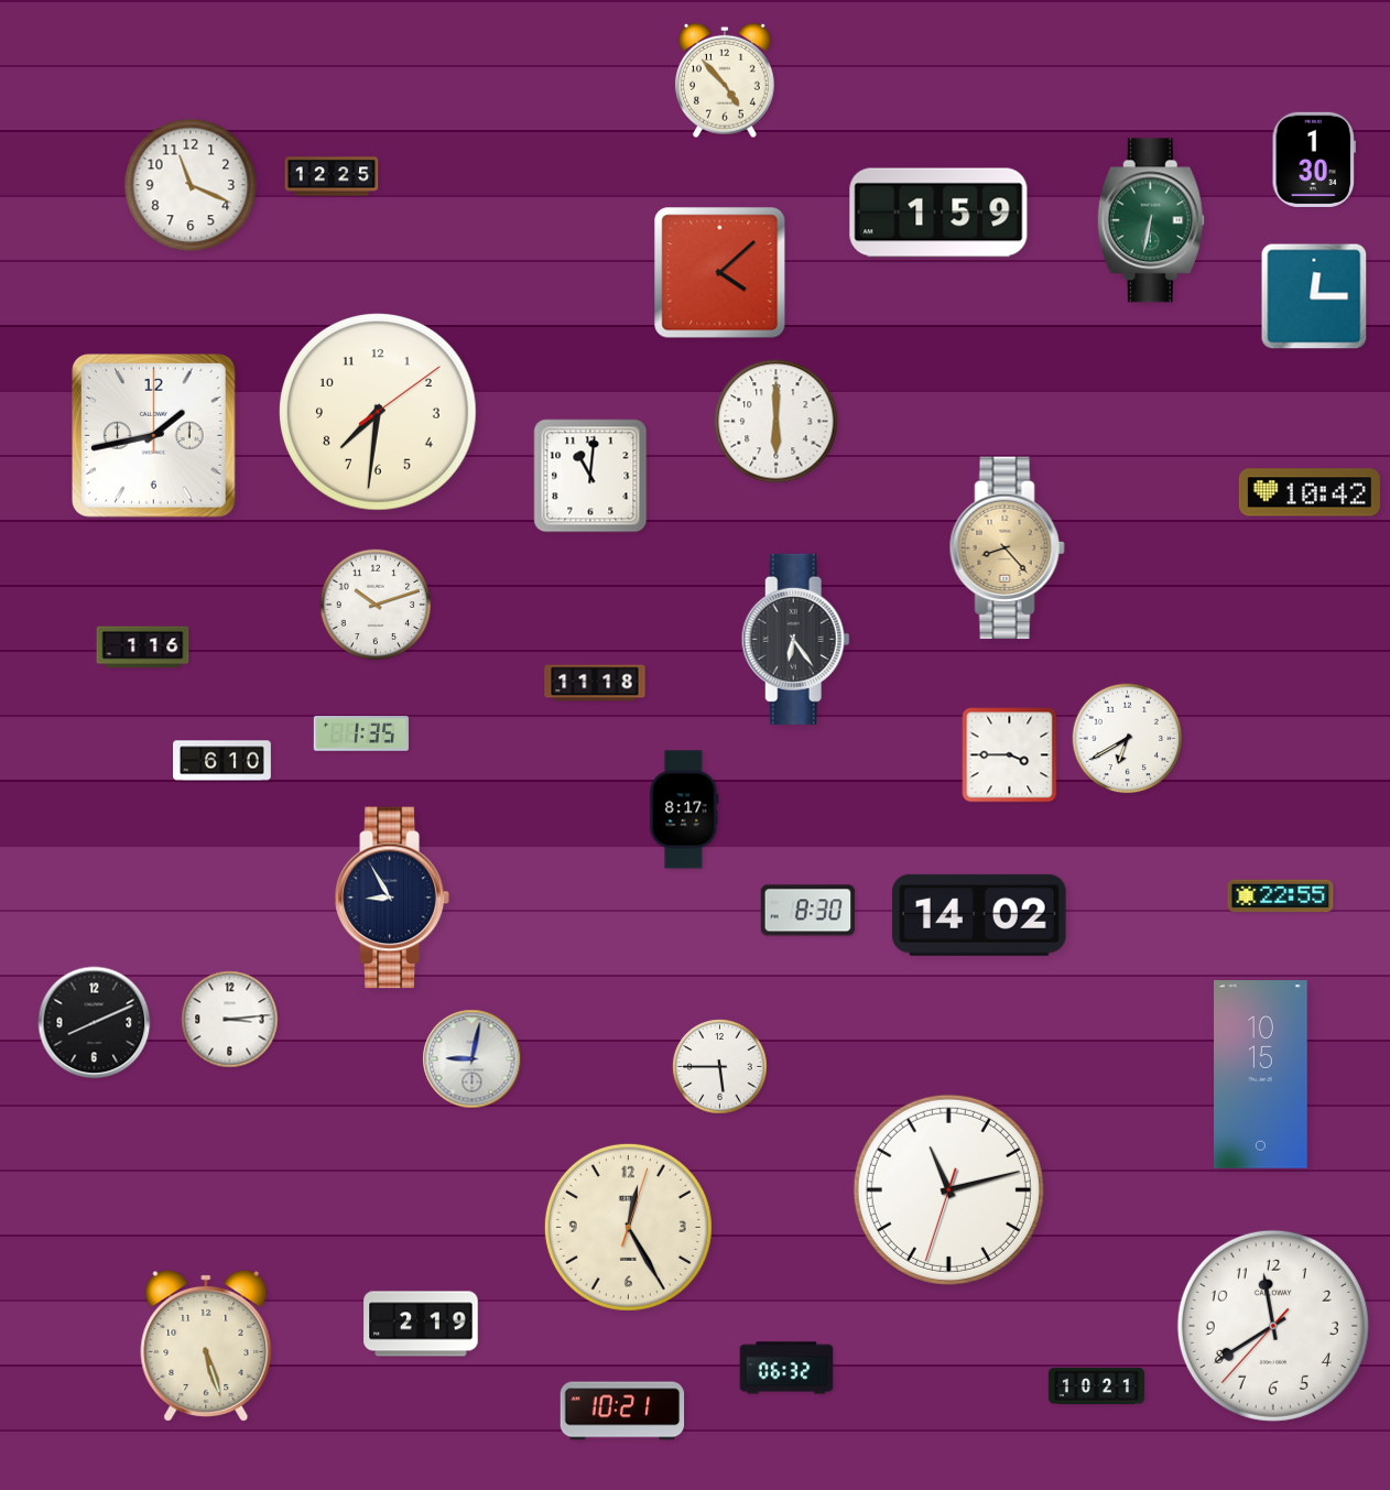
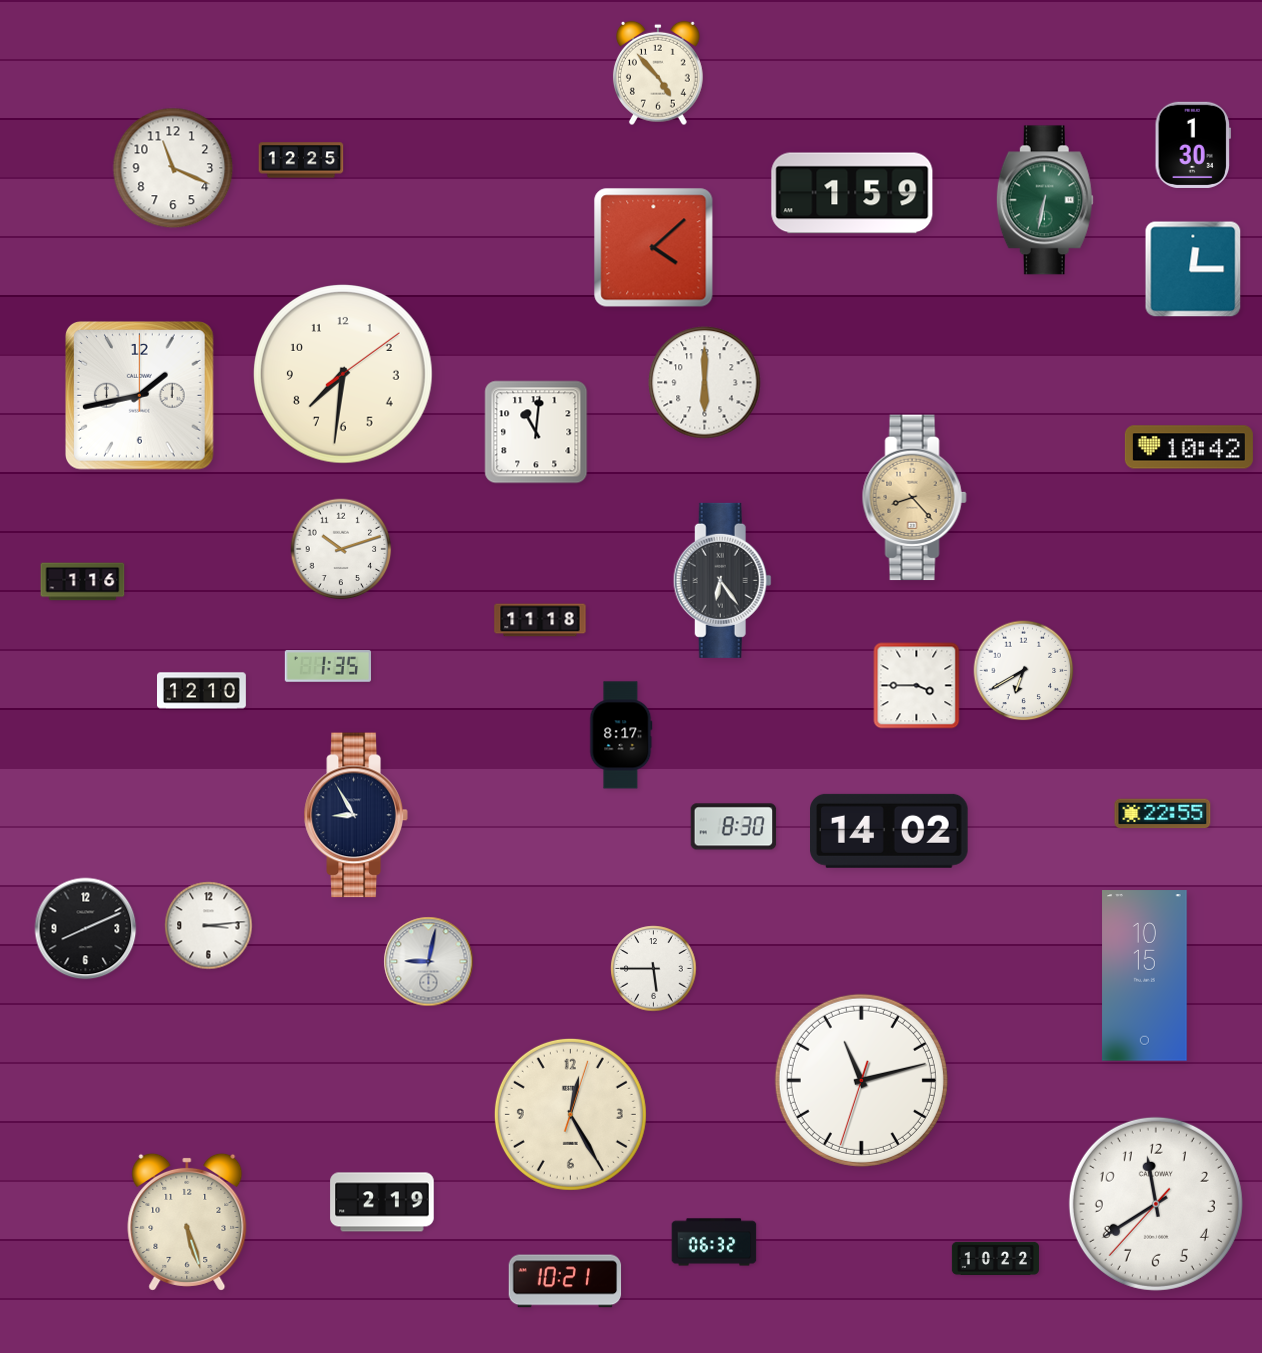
clock at (143, 648) position: (143, 648) -> (83, 582)
clock at (222, 761): 6:10 -> 12:10
clock at (1096, 1385): 10:21 -> 10:22
